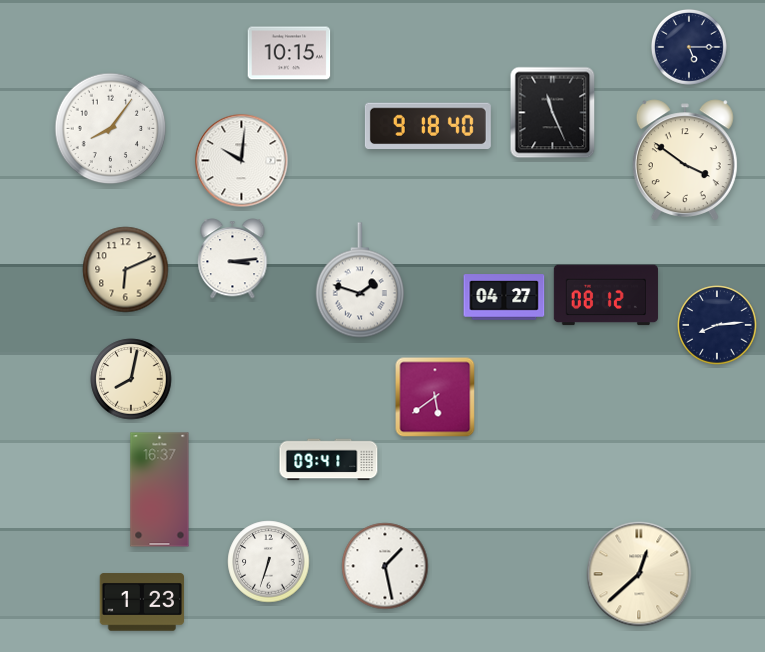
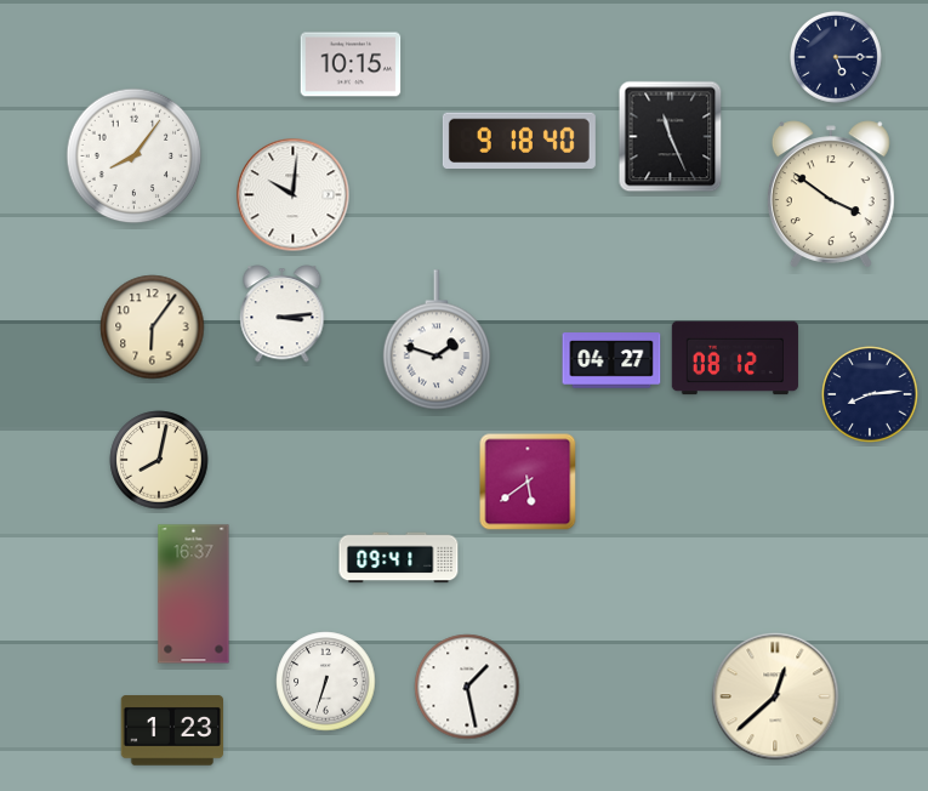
clock at (428, 126) position: (428, 126) -> (519, 141)
clock at (126, 270): 6:11 -> 6:06
